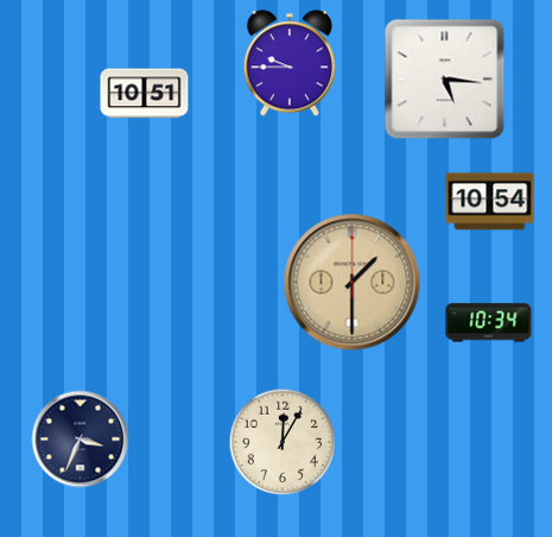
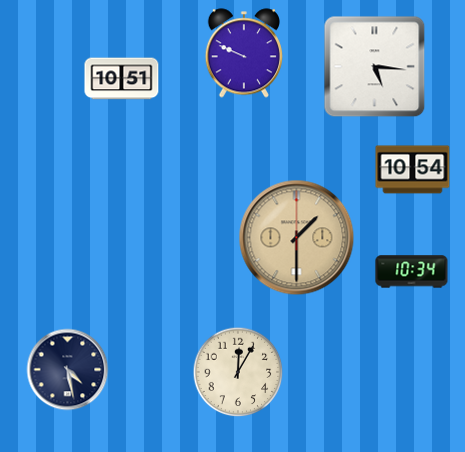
clock at (288, 63): 9:45 -> 9:49
clock at (81, 440): 3:34 -> 4:28
